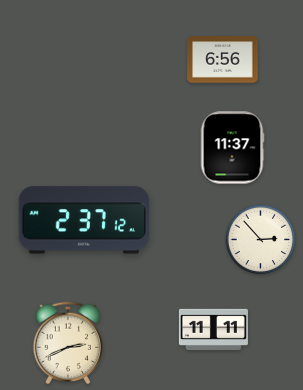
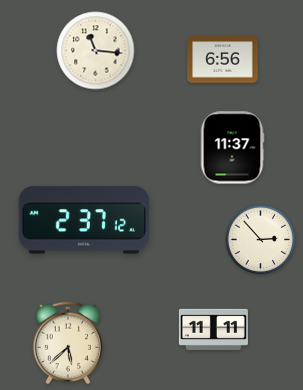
clock at (96, 51): none -> 11:16
clock at (68, 342): 2:41 -> 5:38
